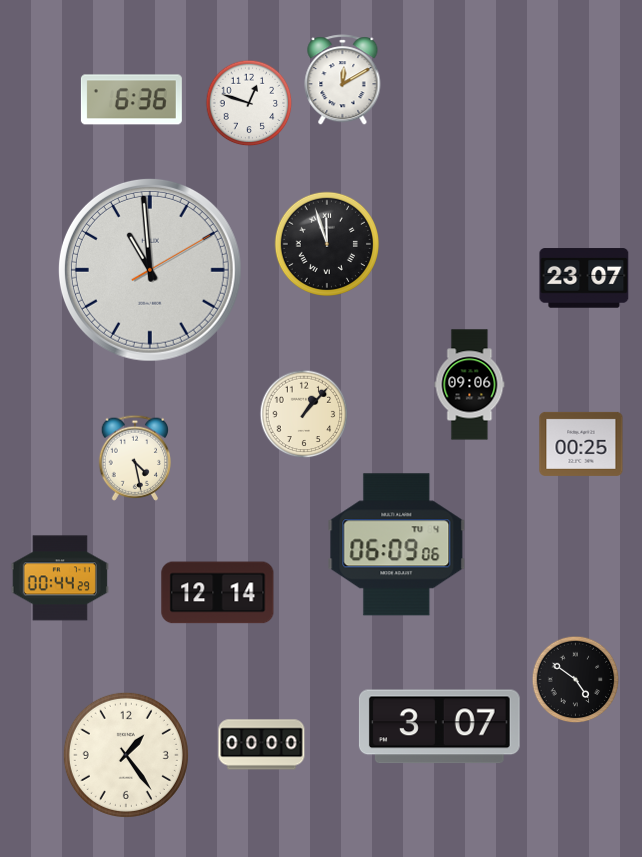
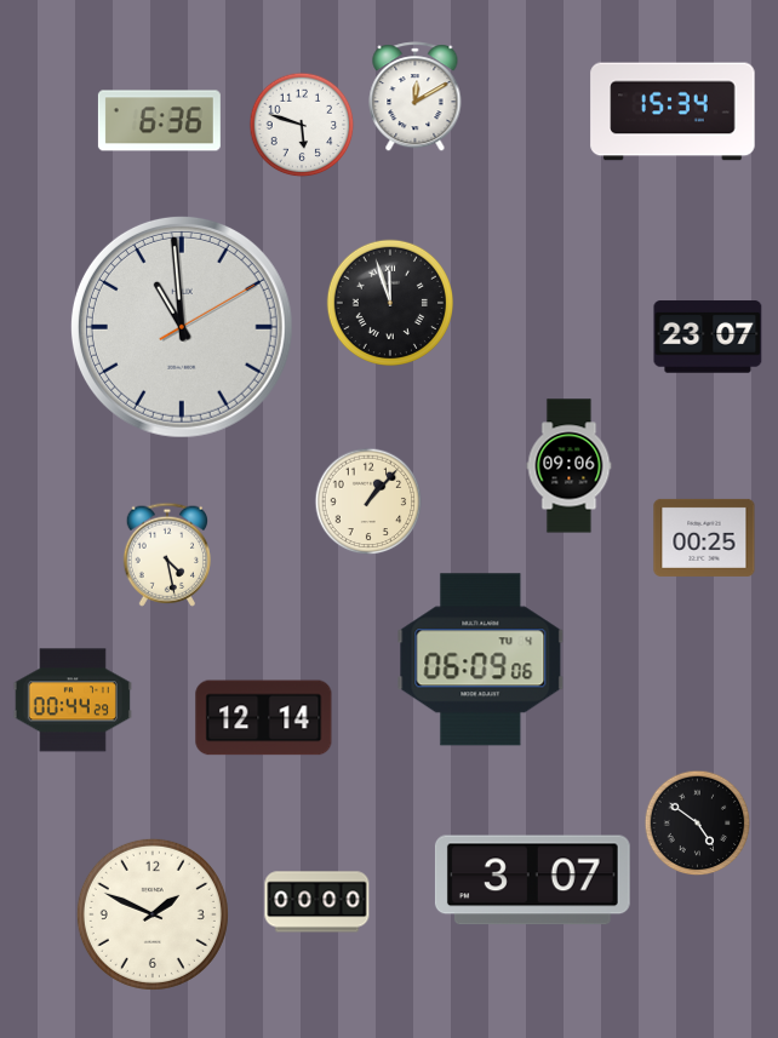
clock at (673, 111): none -> 15:34
clock at (249, 103): 12:48 -> 5:48
clock at (326, 243) position: (326, 243) -> (389, 302)
clock at (134, 458) position: (134, 458) -> (166, 555)
clock at (126, 755): 1:24 -> 1:49
